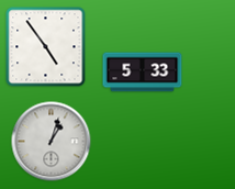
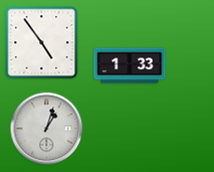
clock at (143, 73): 5:33 -> 1:33
